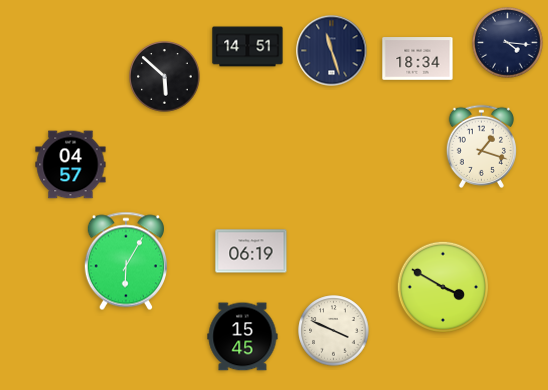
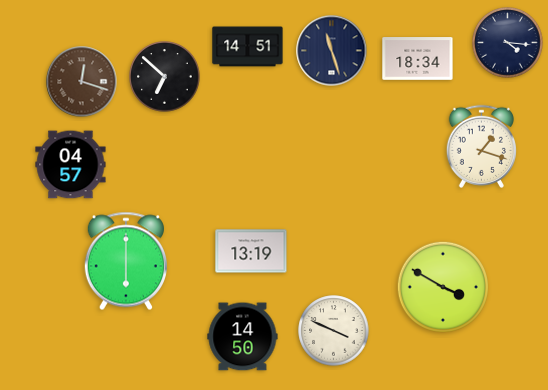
clock at (165, 77): 5:52 -> 6:52
clock at (82, 82): none -> 12:18
clock at (251, 251): 06:19 -> 13:19
clock at (126, 261): 6:05 -> 6:00
clock at (243, 337): 15:45 -> 14:50
